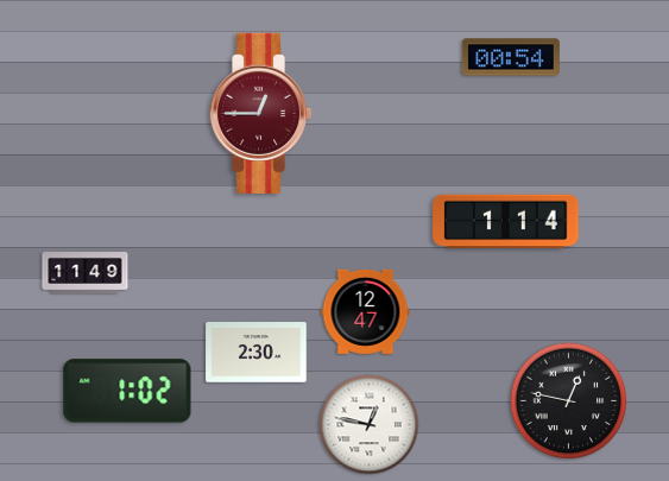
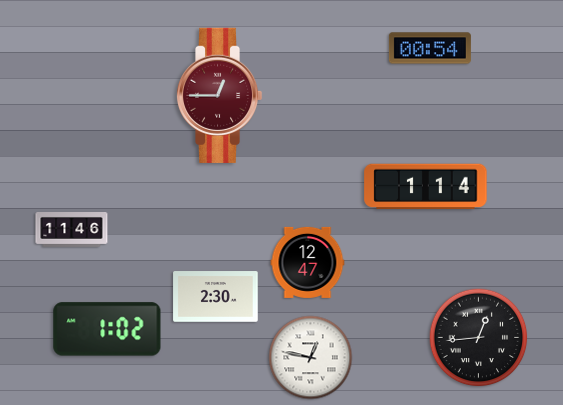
clock at (86, 273): 11:49 -> 11:46
clock at (569, 401): 12:47 -> 12:44
